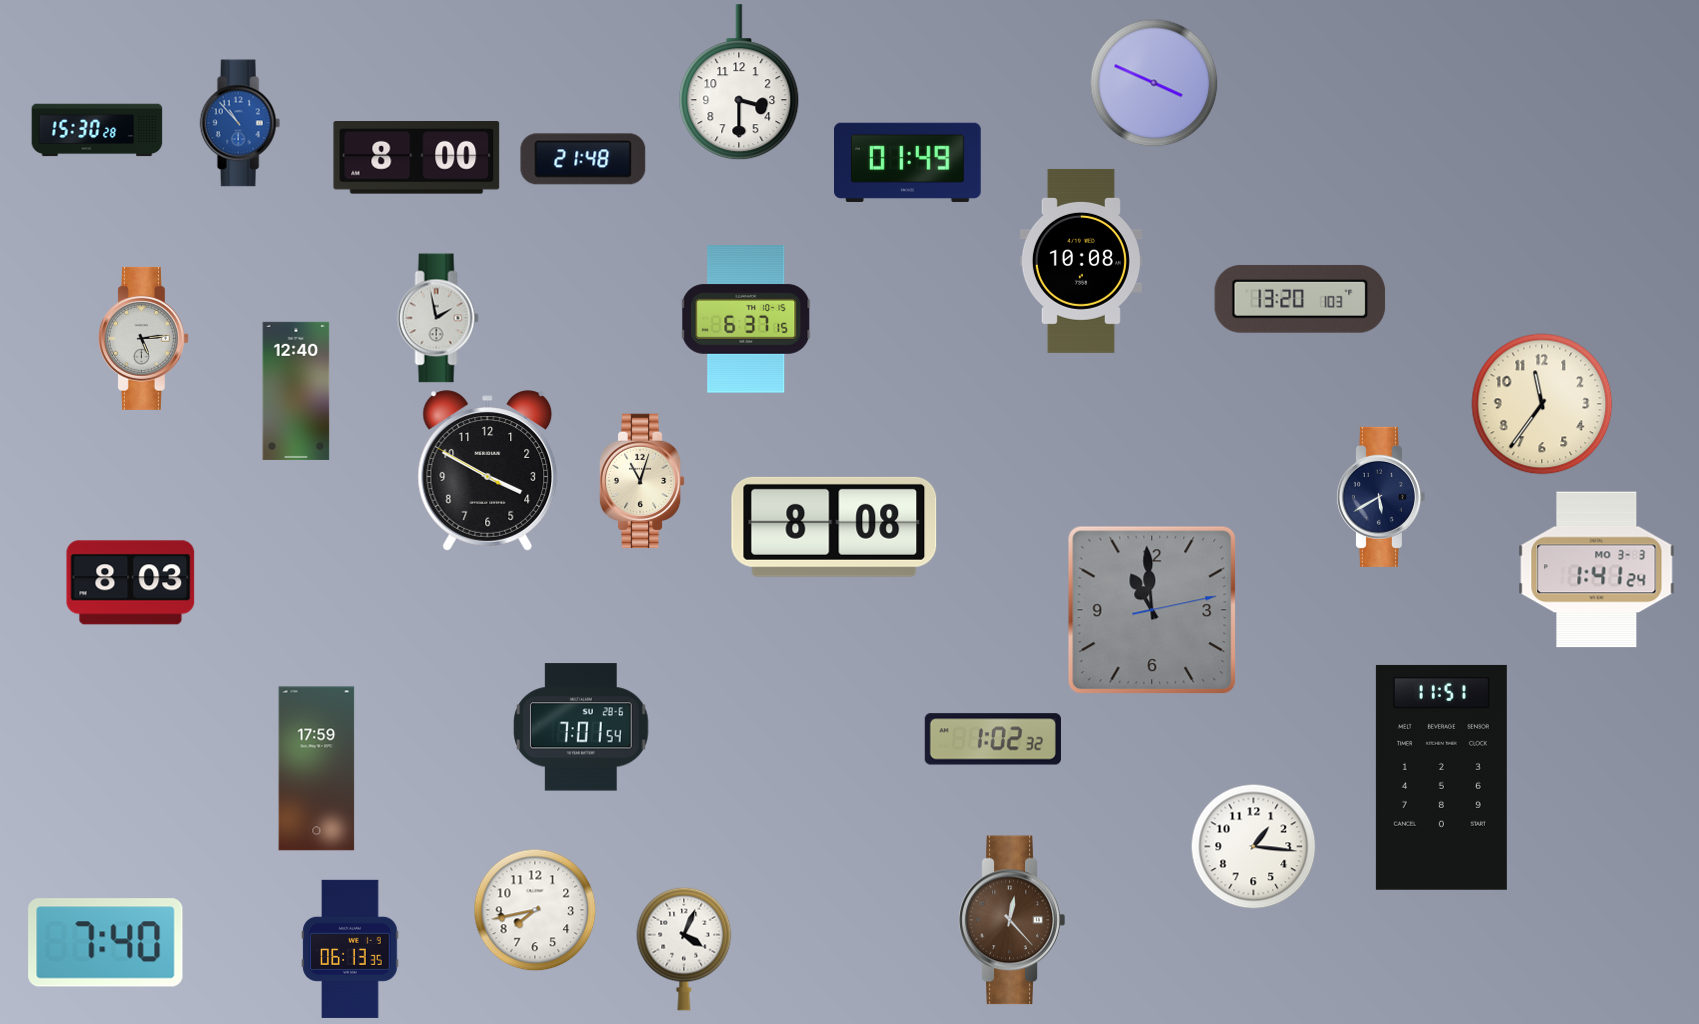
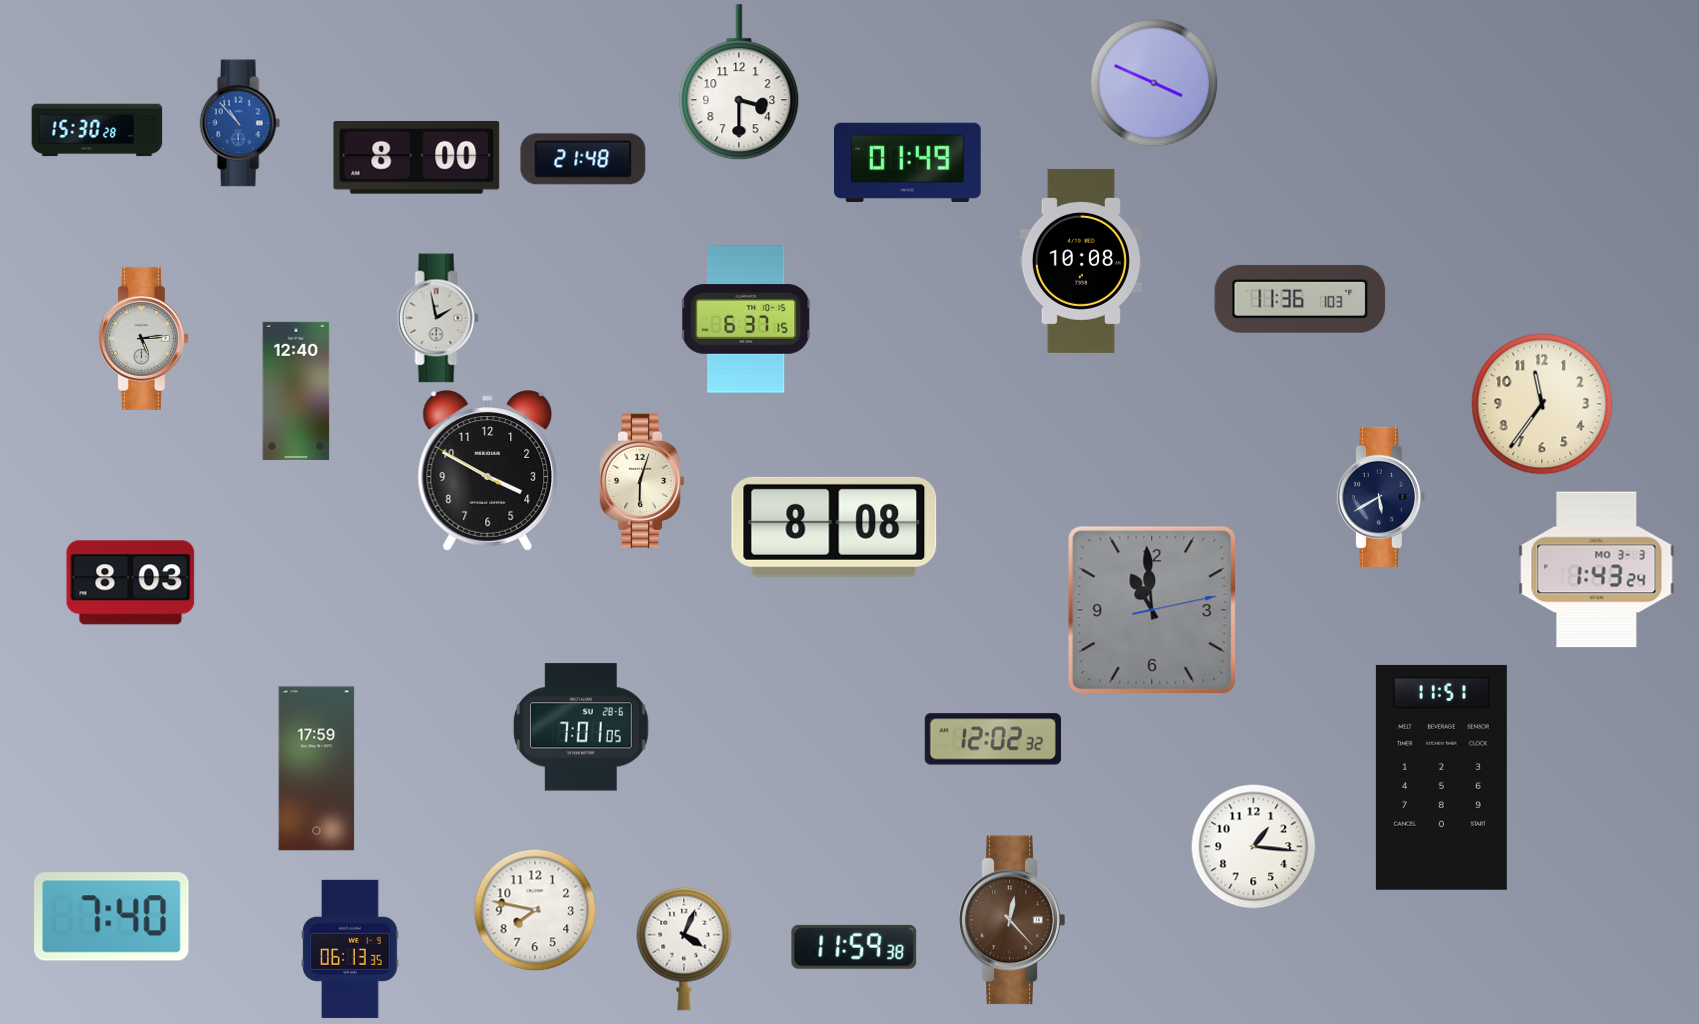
clock at (1300, 299): 13:20 -> 11:36
clock at (642, 481): 11:03 -> 6:03
clock at (1597, 570): 1:41 -> 1:43
clock at (581, 727): 7:01:54 -> 7:01:05
clock at (993, 739): 1:02 -> 12:02
clock at (535, 910): 7:43 -> 7:47
clock at (106, 943) position: (106, 943) -> (112, 917)
clock at (854, 947): none -> 11:59
